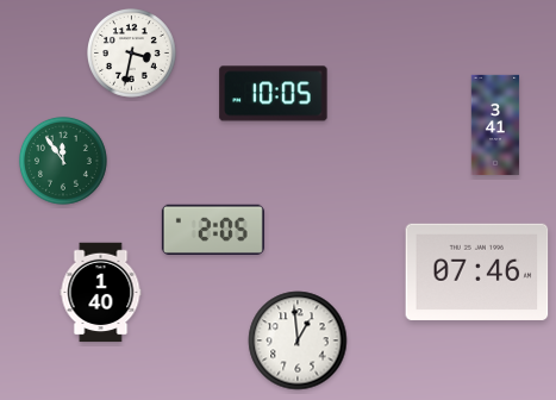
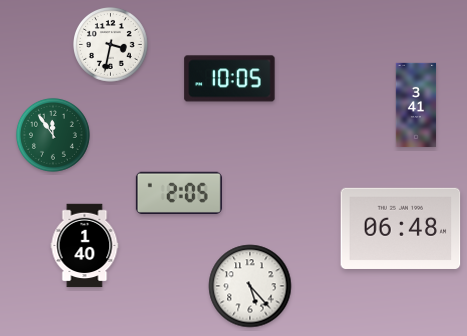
clock at (477, 271): 07:46 -> 06:48
clock at (298, 340): 12:59 -> 5:23
